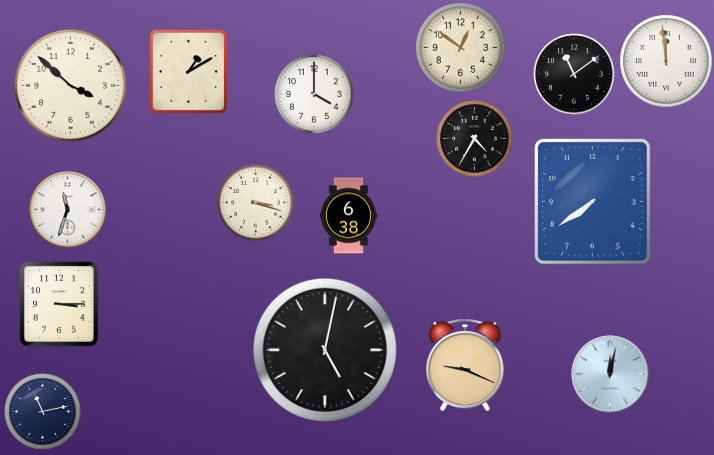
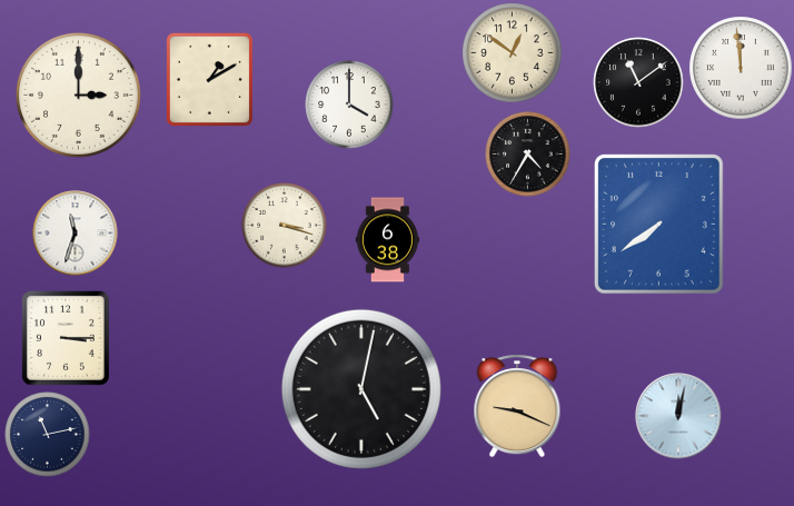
clock at (70, 85): 3:52 -> 3:00
clock at (43, 412) position: (43, 412) -> (48, 435)
